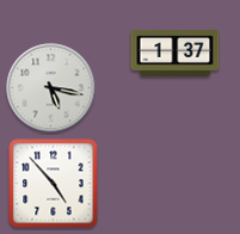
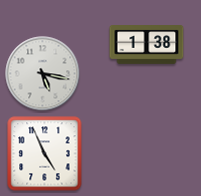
clock at (176, 54): 1:37 -> 1:38
clock at (54, 184): 4:53 -> 4:56
